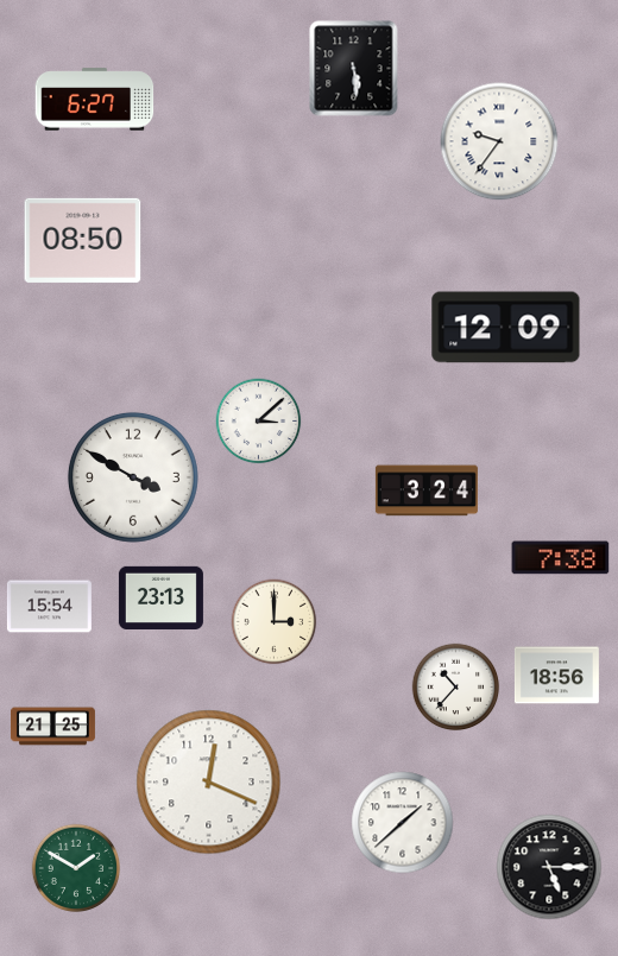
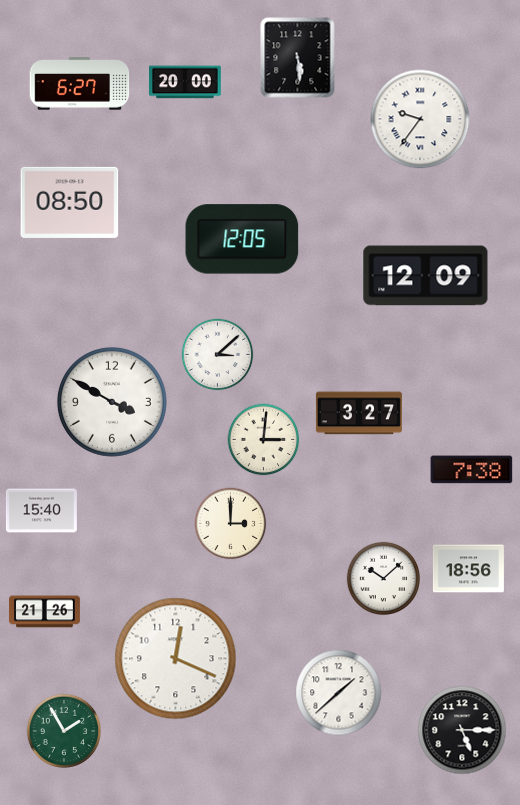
clock at (186, 82): none -> 20:00
clock at (242, 239): none -> 12:05
clock at (427, 490): 3:24 -> 3:27
clock at (264, 440): none -> 3:01
clock at (160, 597): 23:13 -> none
clock at (49, 607): 15:54 -> 15:40
clock at (456, 688): 10:37 -> 10:08
clock at (52, 727): 21:25 -> 21:26
clock at (75, 867): 1:50 -> 1:55
